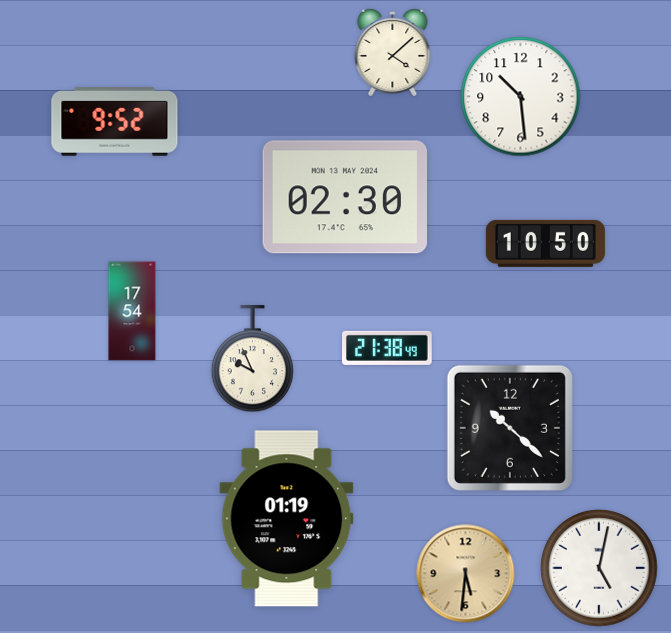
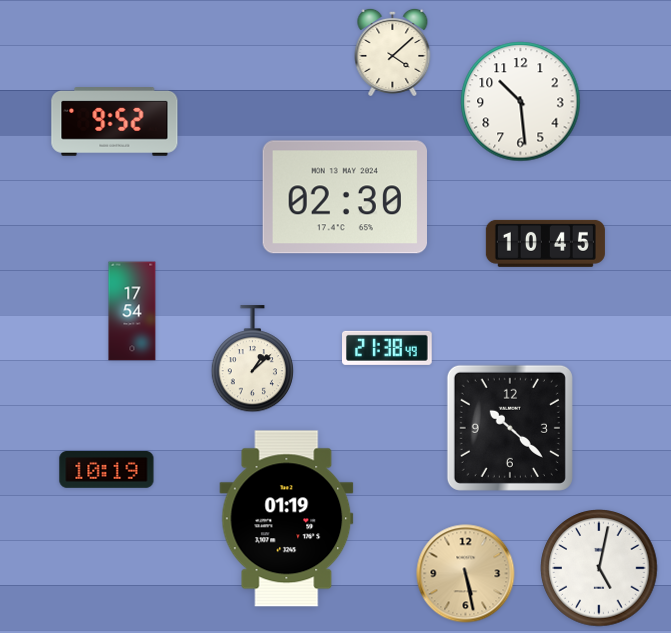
clock at (521, 97) position: (521, 97) -> (521, 102)
clock at (545, 243): 10:50 -> 10:45
clock at (252, 359): 9:56 -> 1:08
clock at (107, 470): none -> 10:19
clock at (466, 574): 5:31 -> 5:28
